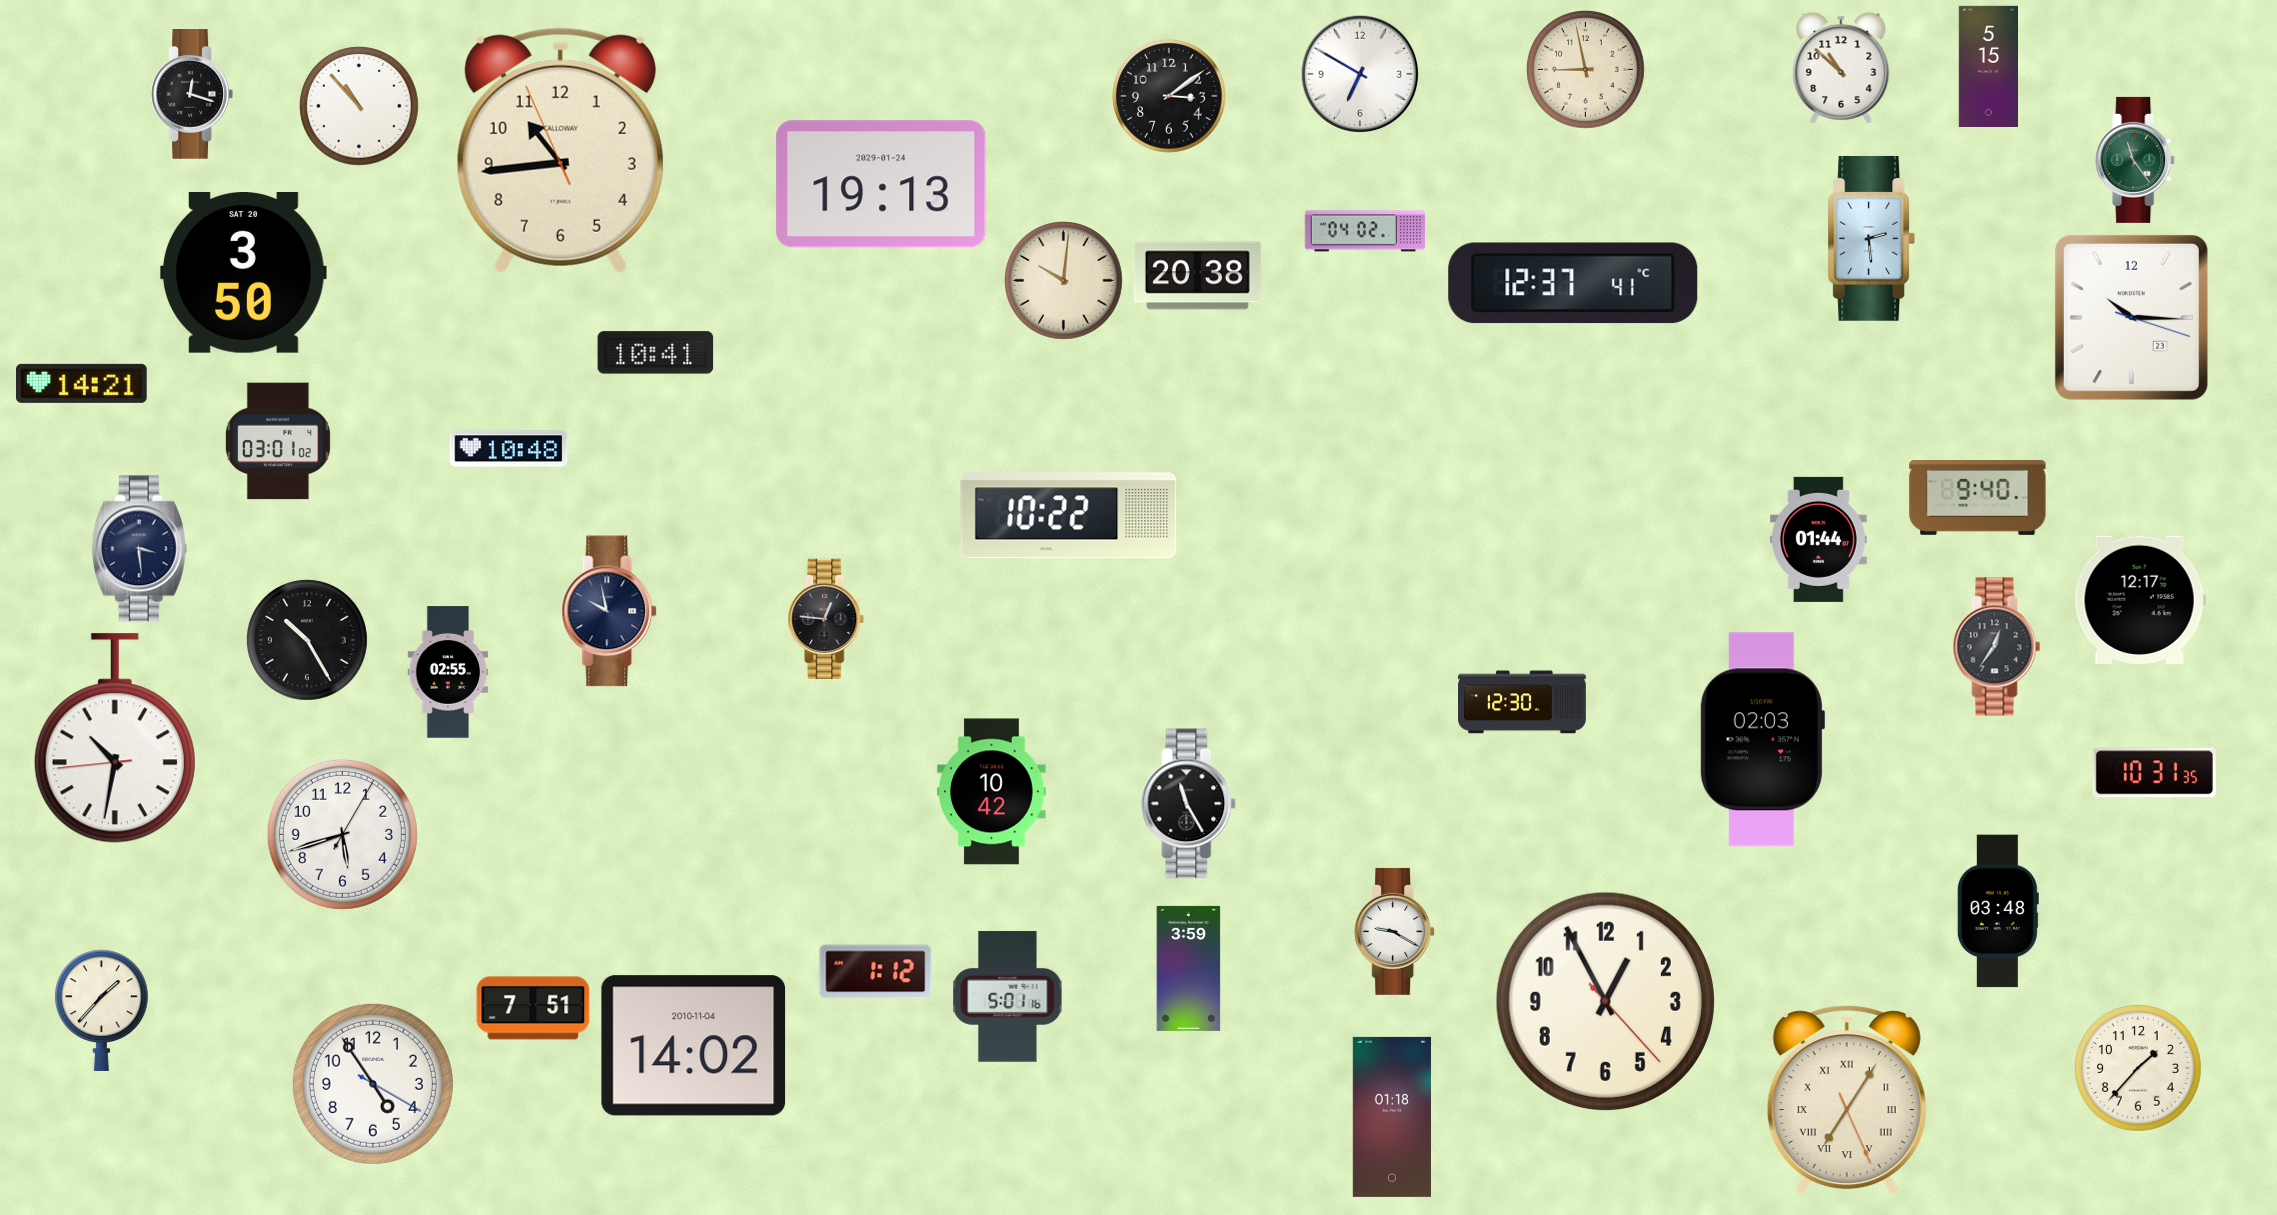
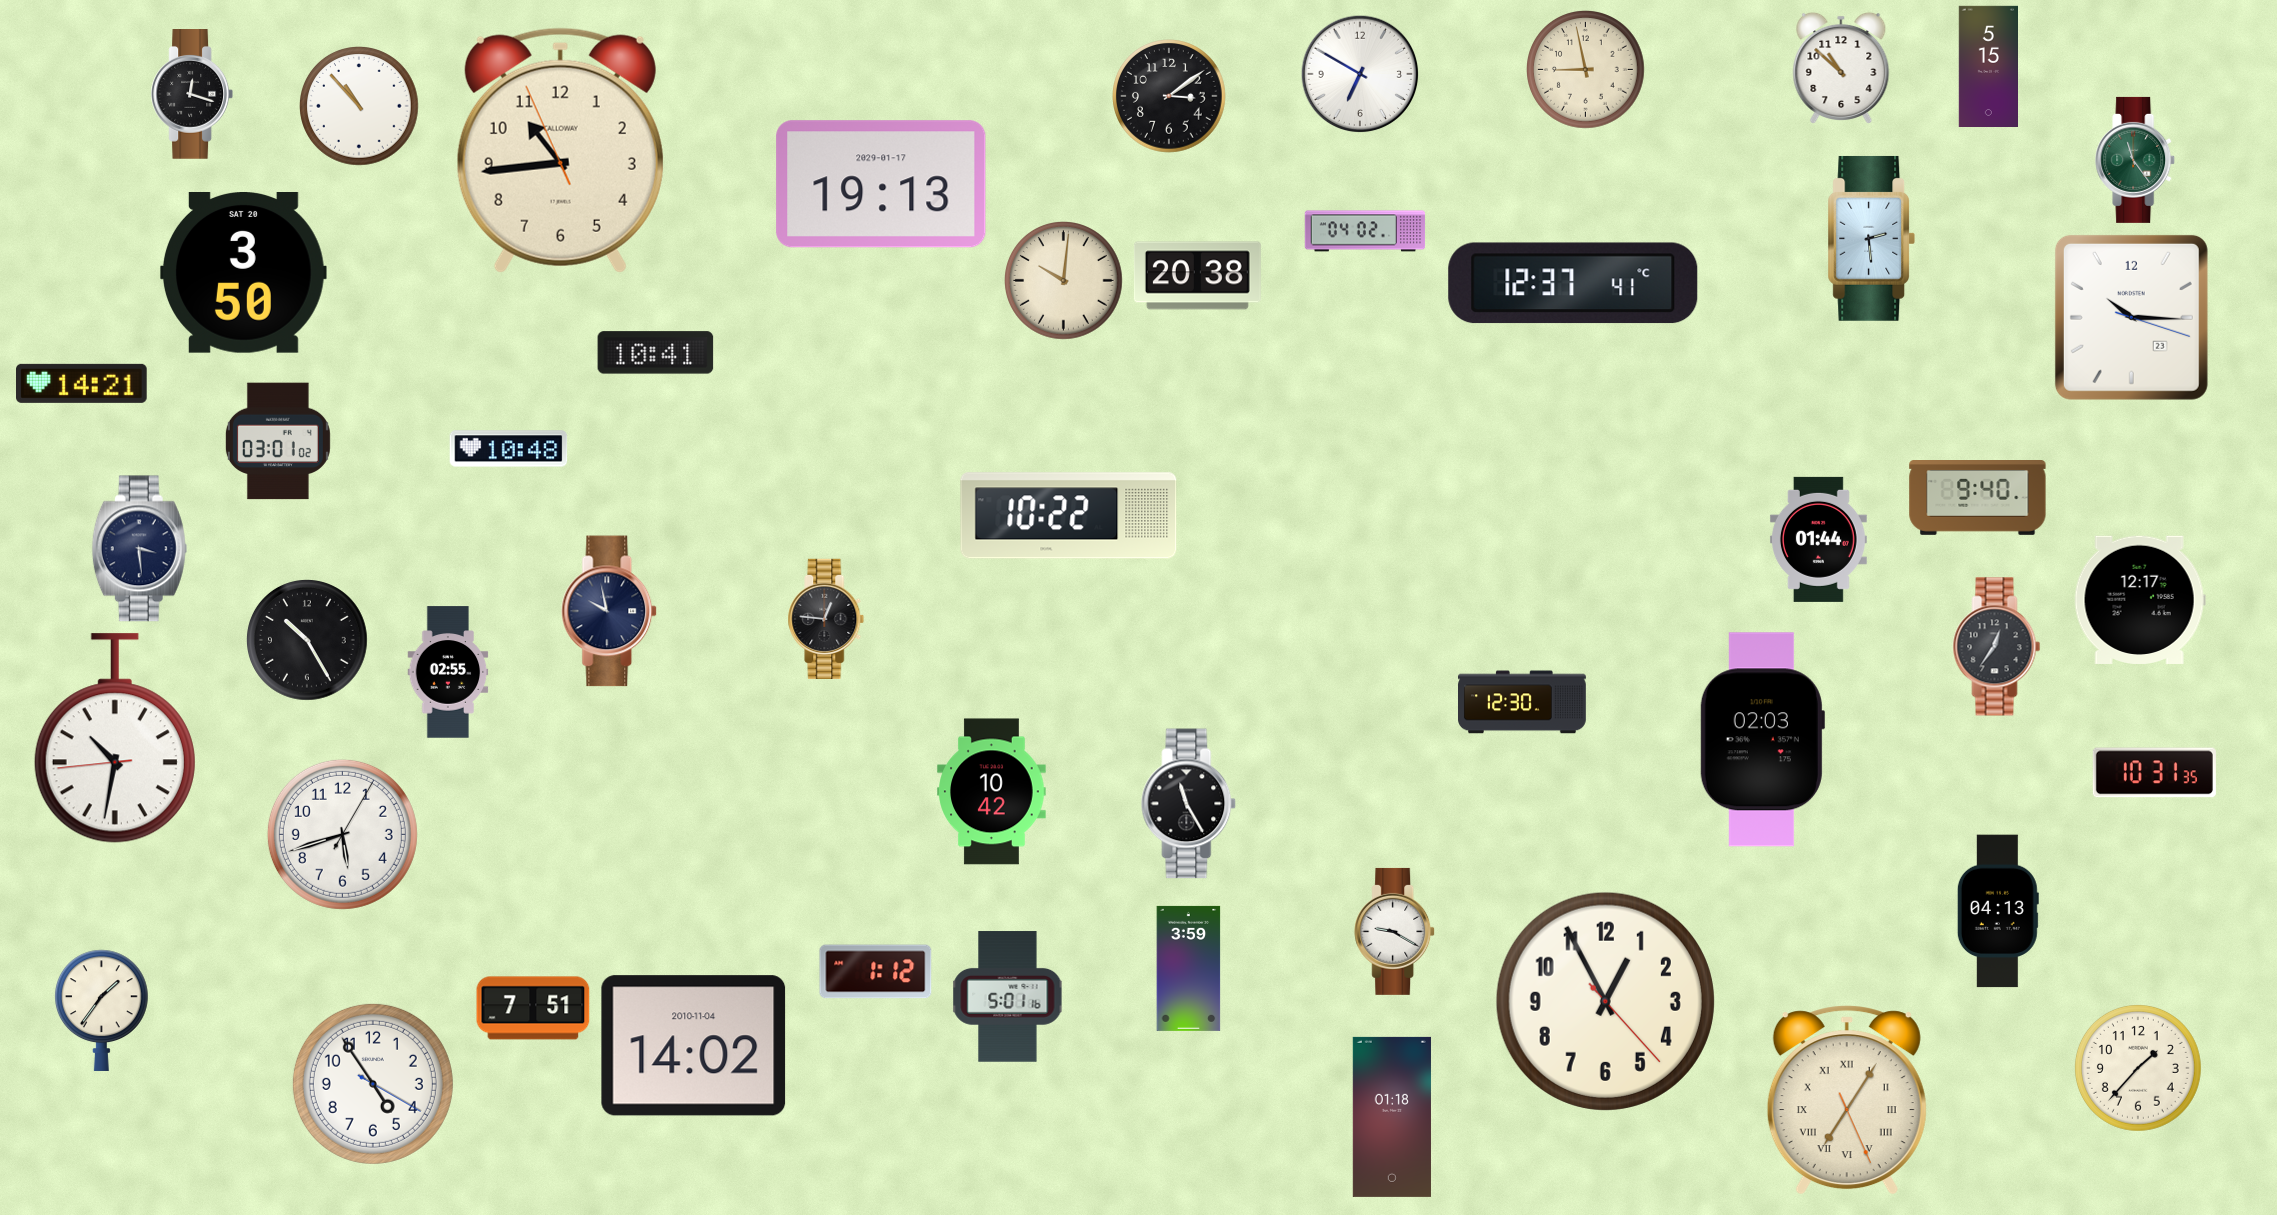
clock at (881, 184) date: 2029-01-24 -> 2029-01-17
clock at (1998, 911): 03:48 -> 04:13
clock at (101, 1010): 1:37 -> 1:36
